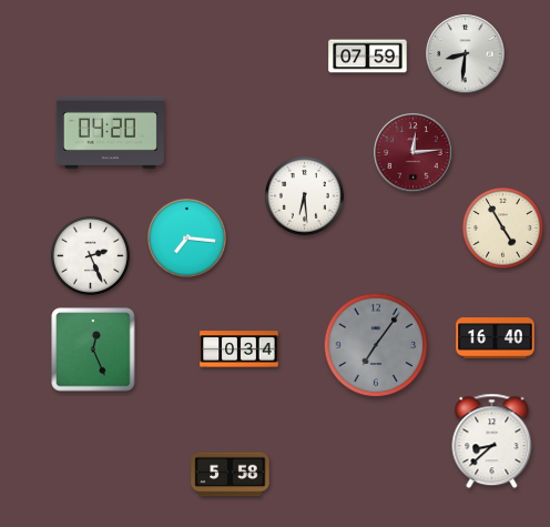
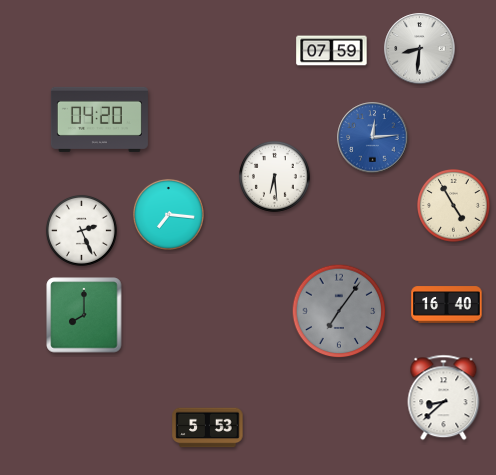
clock at (414, 153) dial: burgundy -> blue
clock at (93, 349): 12:26 -> 8:00
clock at (240, 349): 0:34 -> none
clock at (231, 475): 5:58 -> 5:53
